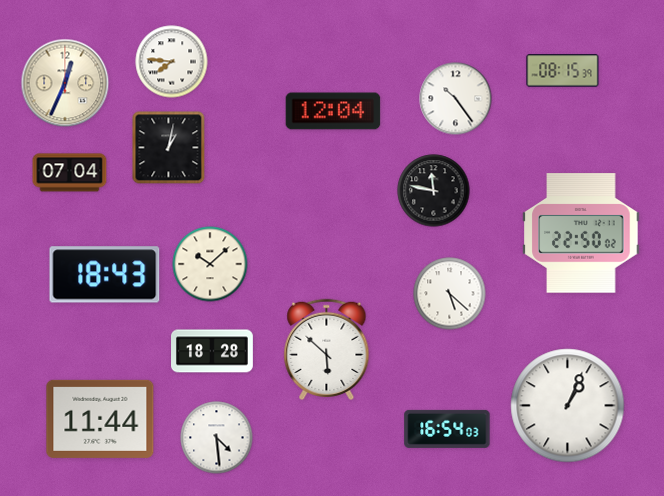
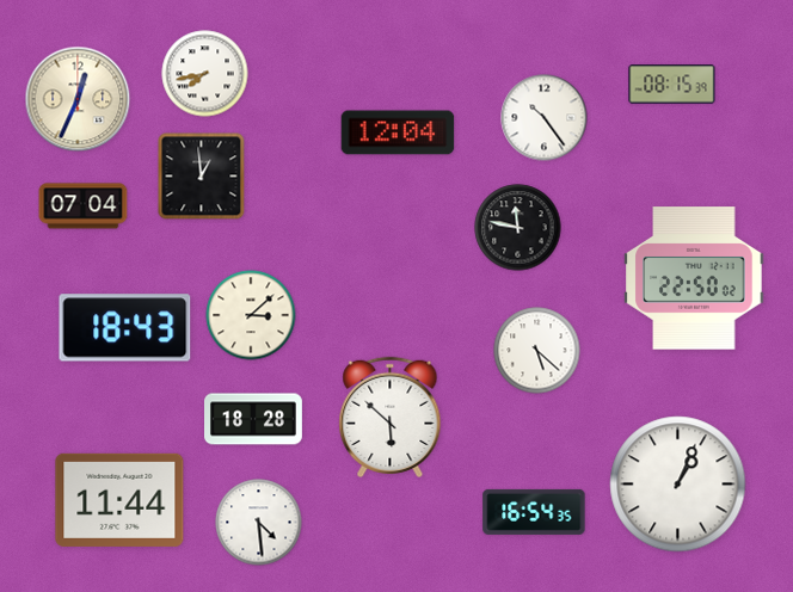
clock at (172, 62): 7:46 -> 7:43
clock at (169, 148): 1:02 -> 12:59
clock at (210, 264): 10:08 -> 3:08
clock at (447, 429): 16:54:03 -> 16:54:35
